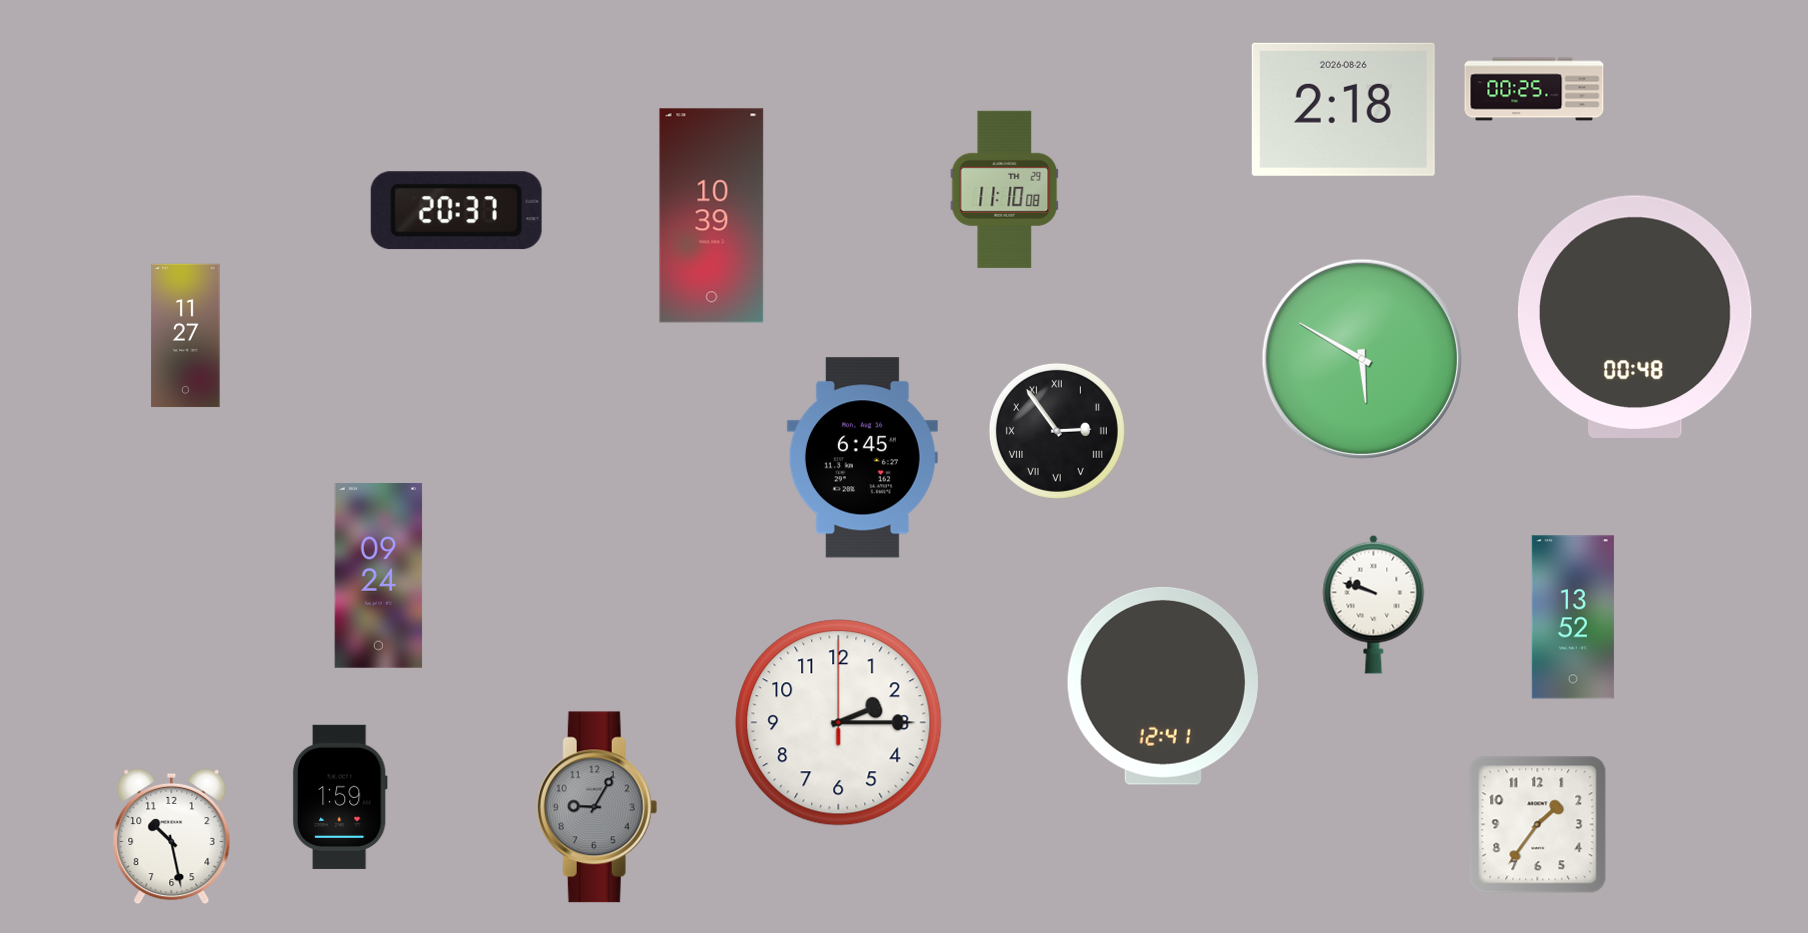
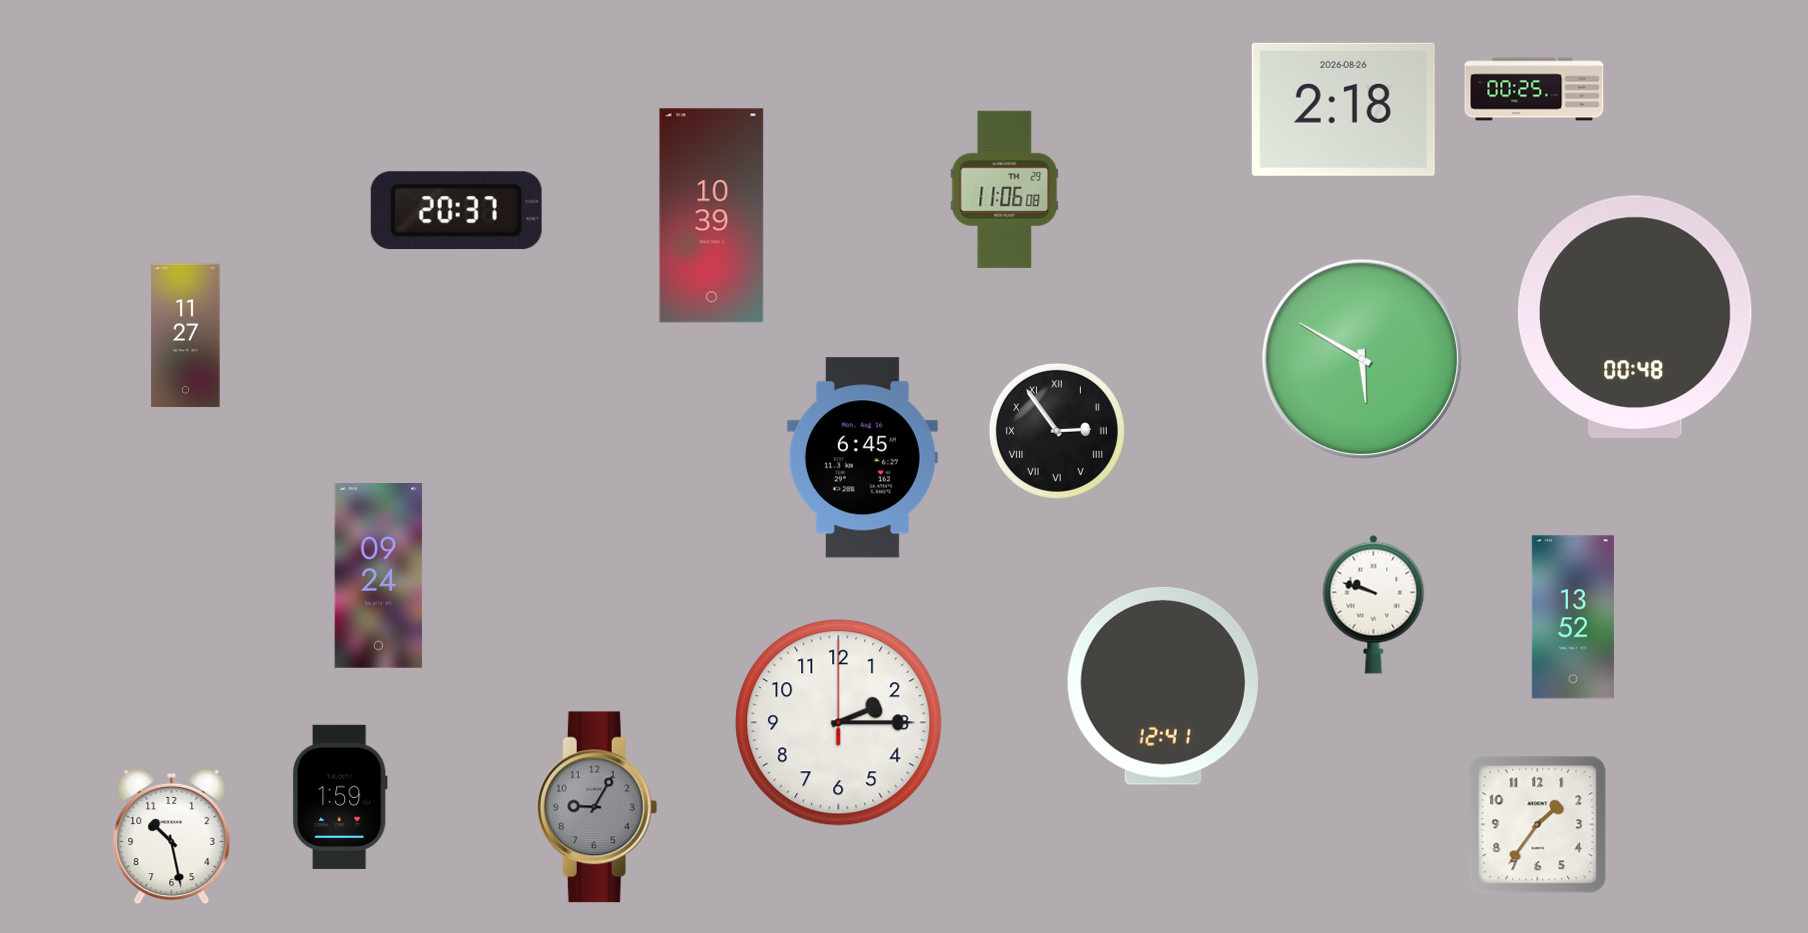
clock at (1005, 189): 11:10 -> 11:06
